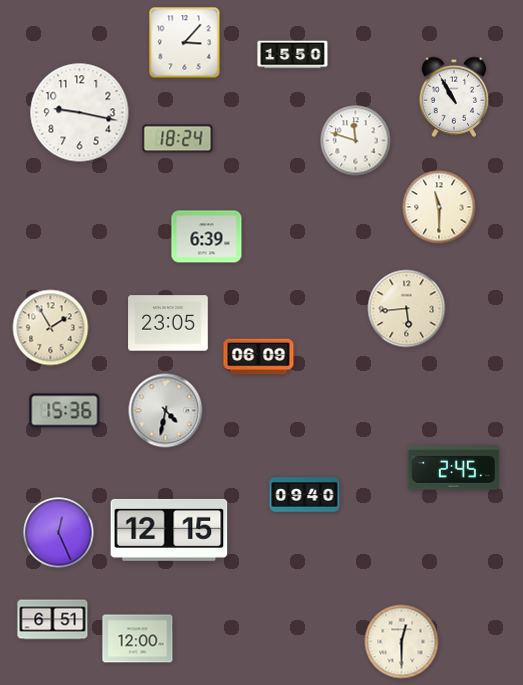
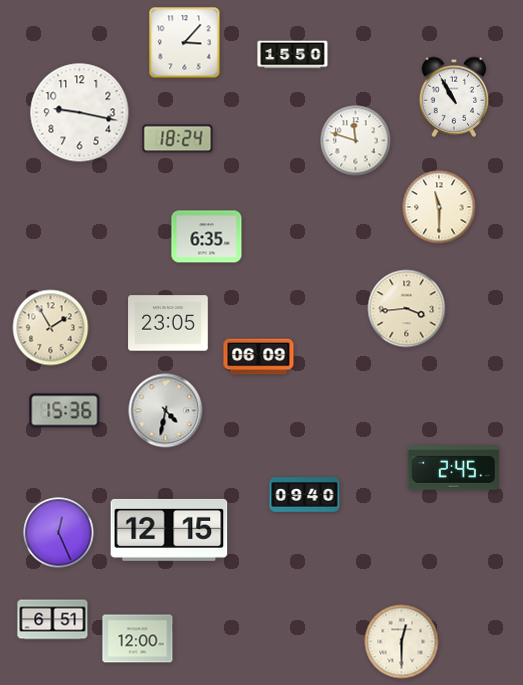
clock at (207, 237): 6:39 -> 6:35
clock at (407, 309): 5:44 -> 3:44
